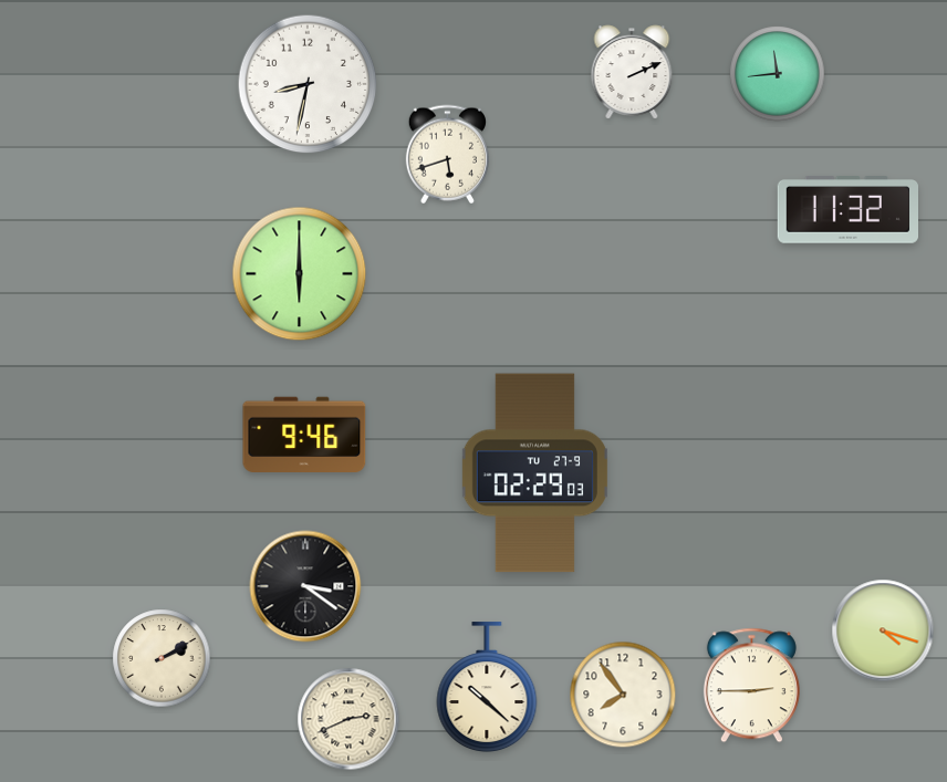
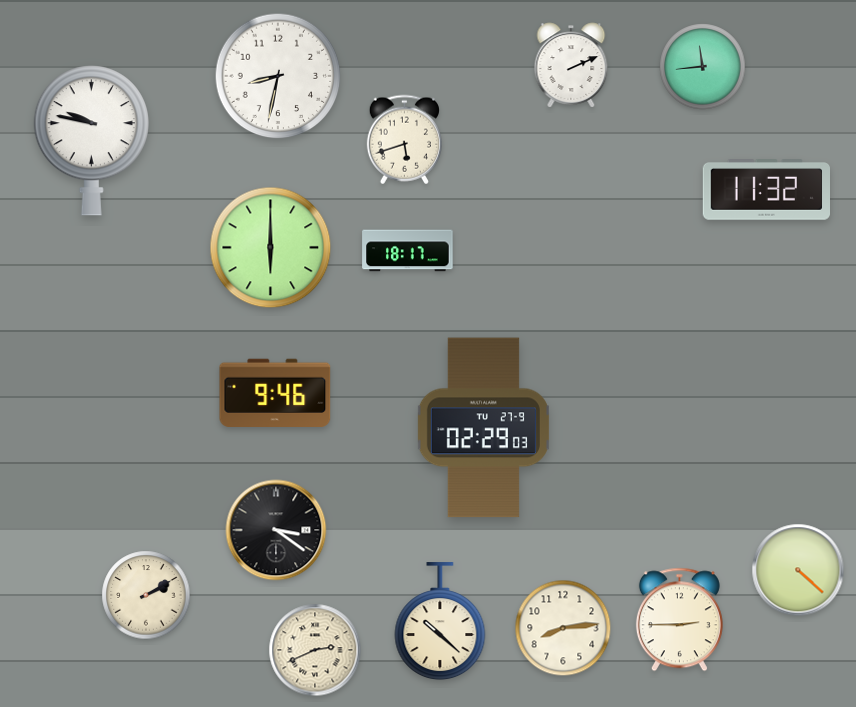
clock at (91, 141): none -> 9:47
clock at (408, 251): none -> 18:17
clock at (883, 630): 4:18 -> 4:22
clock at (623, 695): 7:54 -> 8:14
